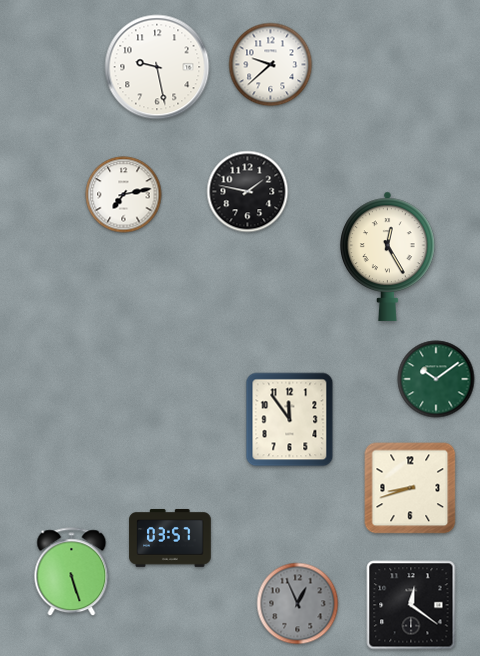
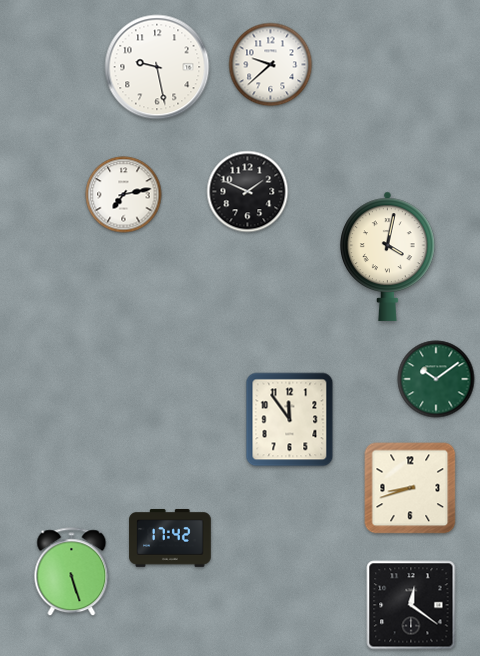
clock at (248, 192): 1:47 -> 1:49
clock at (388, 256): 12:25 -> 4:02
clock at (170, 539): 03:57 -> 17:42
clock at (298, 604): 12:56 -> none
